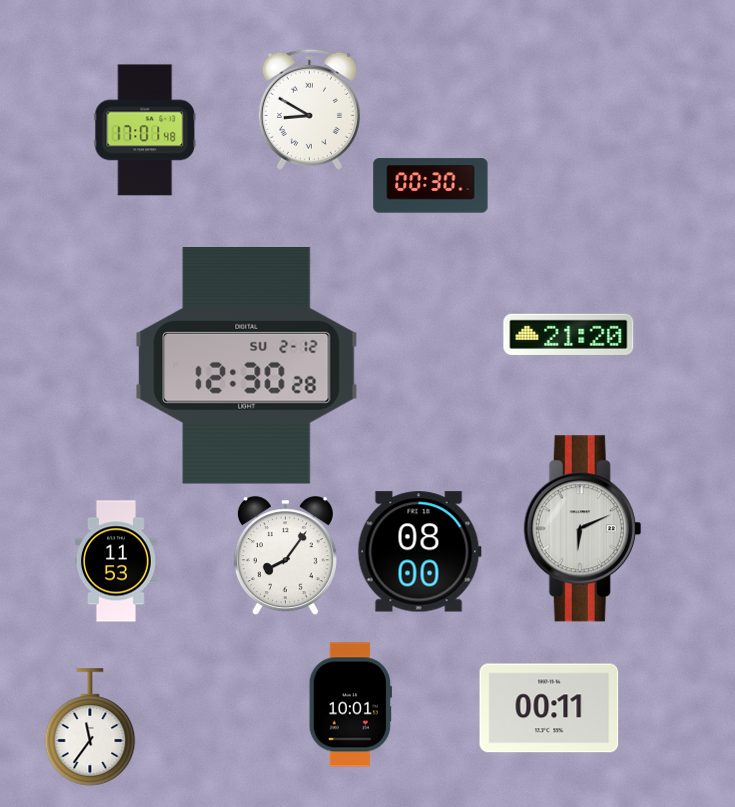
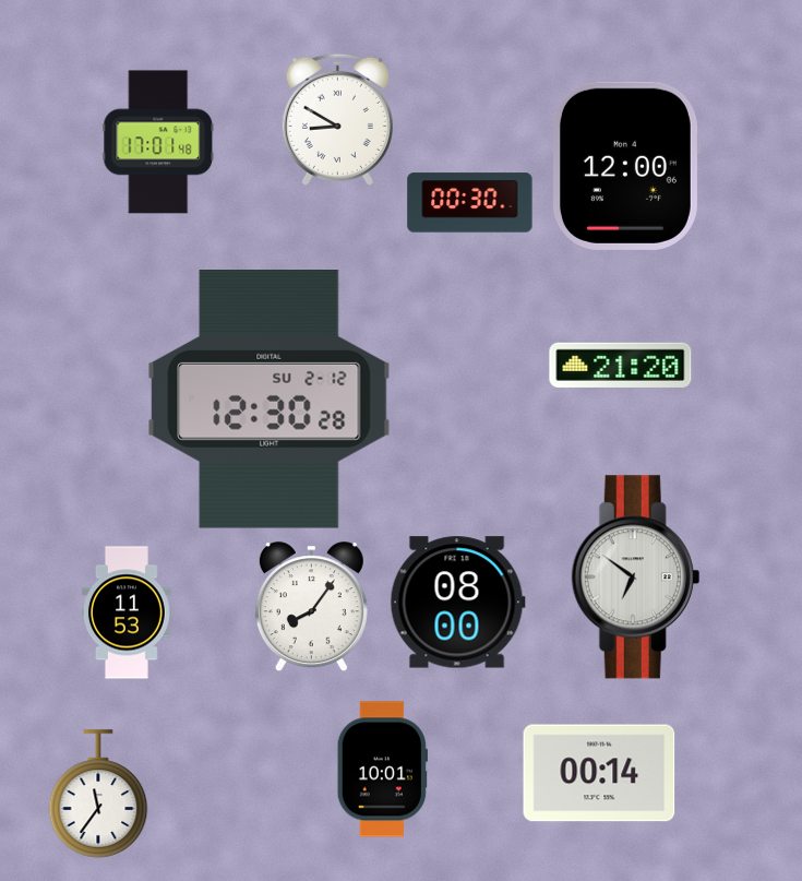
clock at (625, 166): none -> 12:00
clock at (583, 529): 6:11 -> 6:51
clock at (549, 708): 00:11 -> 00:14
